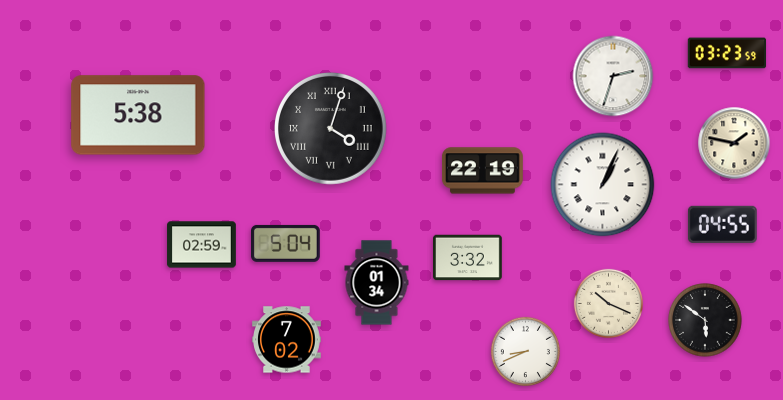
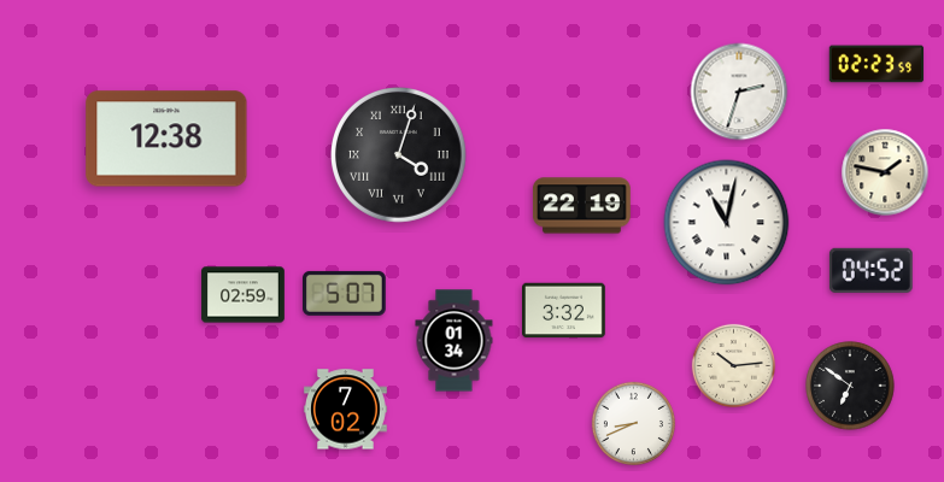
clock at (727, 53): 03:23 -> 02:23
clock at (138, 115): 5:38 -> 12:38
clock at (603, 185): 1:04 -> 11:02
clock at (722, 224): 04:55 -> 04:52
clock at (286, 243): 5:04 -> 5:07
clock at (608, 303): 10:19 -> 10:14
clock at (705, 320): 5:51 -> 6:51
